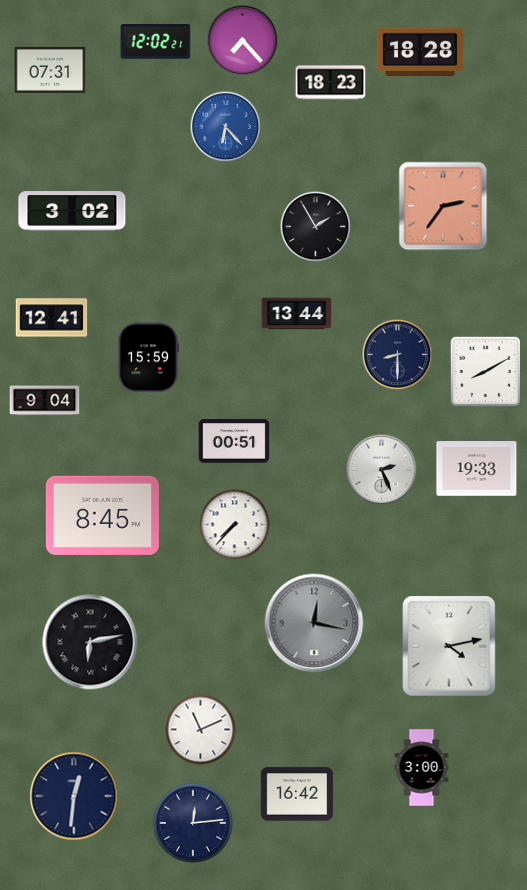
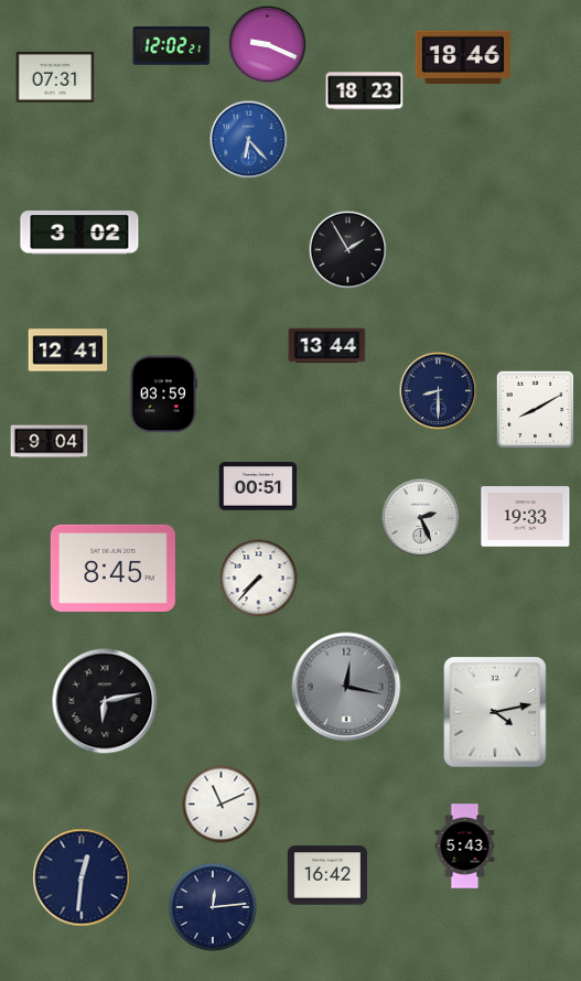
clock at (243, 41): 7:23 -> 9:19
clock at (420, 52): 18:28 -> 18:46
clock at (443, 206): 2:36 -> none
clock at (52, 318) position: (52, 318) -> (68, 351)
clock at (148, 358): 15:59 -> 03:59
clock at (90, 642) position: (90, 642) -> (105, 701)
clock at (422, 768): 3:00 -> 5:43
